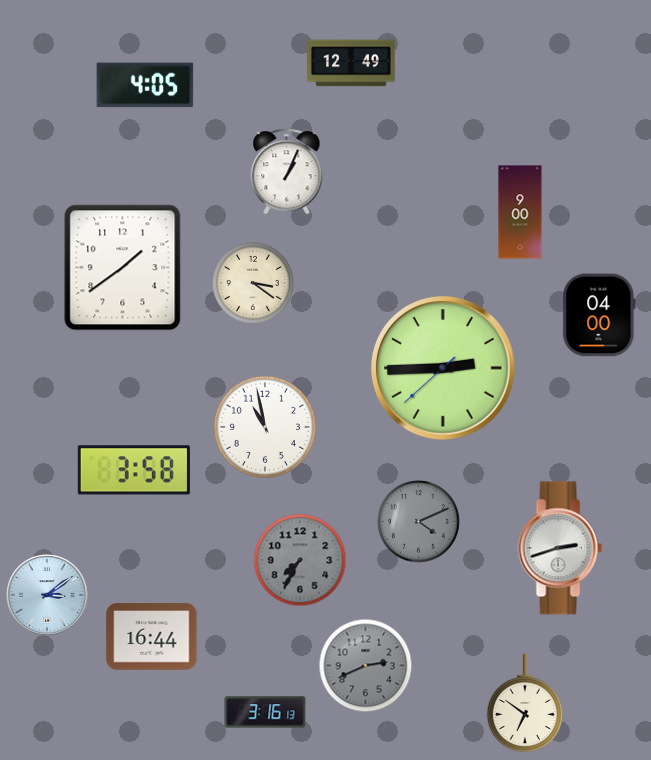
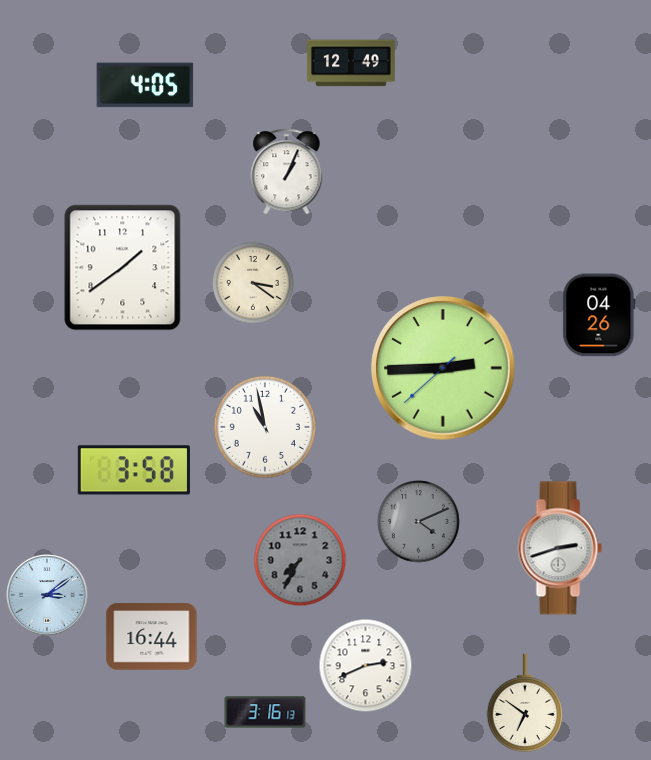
clock at (520, 212): 9:00 -> none
clock at (599, 315): 04:00 -> 04:26
clock at (366, 666) dial: grey -> white
